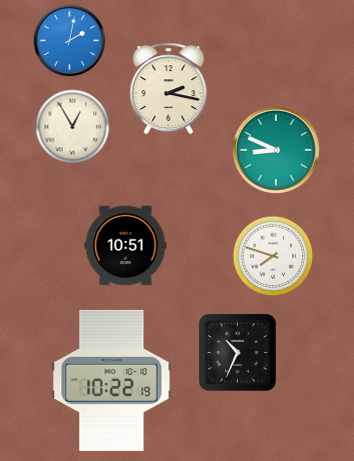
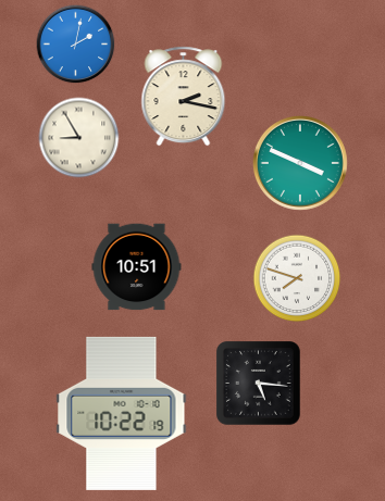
clock at (73, 127): 12:55 -> 8:55
clock at (276, 150): 8:49 -> 3:49
clock at (238, 353): 10:34 -> 5:16
